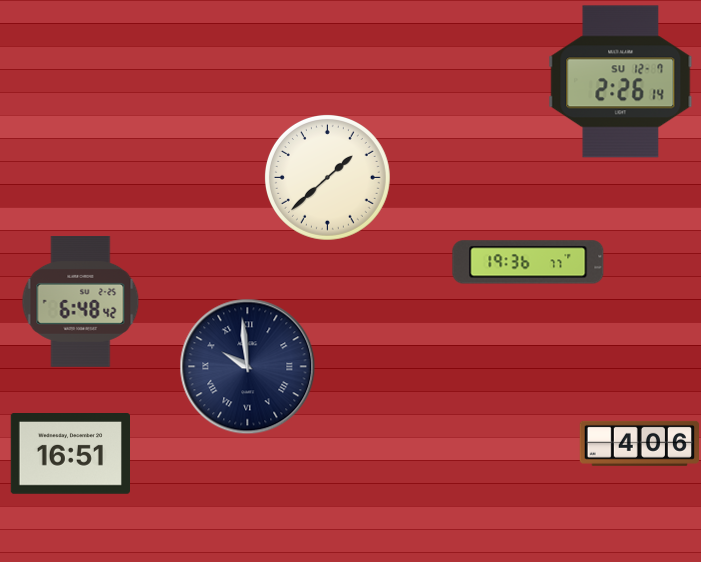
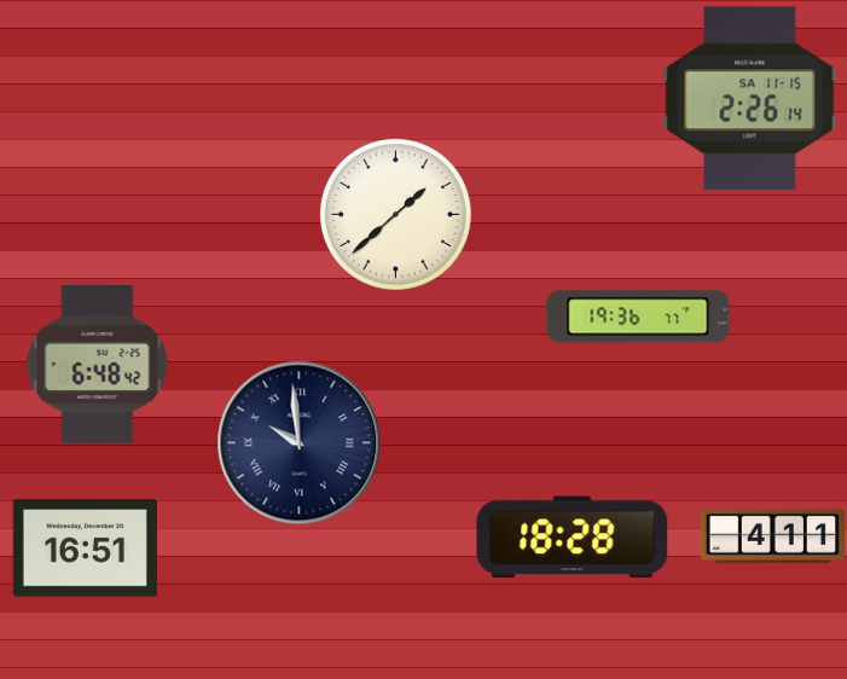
clock at (621, 82) date: SU 12-7 -> SA 11-15
clock at (639, 443): 4:06 -> 4:11
clock at (573, 538): none -> 18:28
